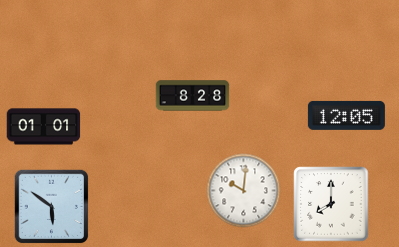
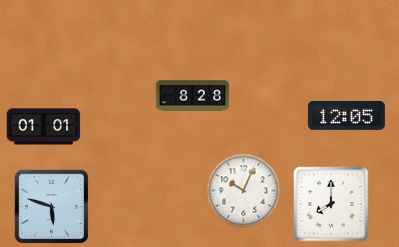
clock at (244, 191): 10:01 -> 10:04
clock at (52, 207): 5:51 -> 5:48
